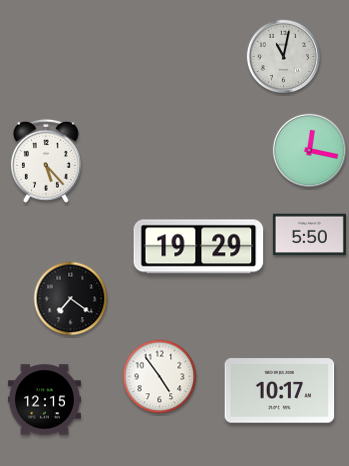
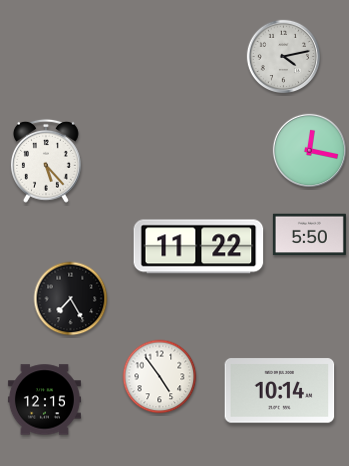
clock at (283, 56): 11:02 -> 4:13
clock at (199, 247): 19:29 -> 11:22
clock at (71, 299): 7:21 -> 7:25
clock at (280, 391): 10:17 -> 10:14
